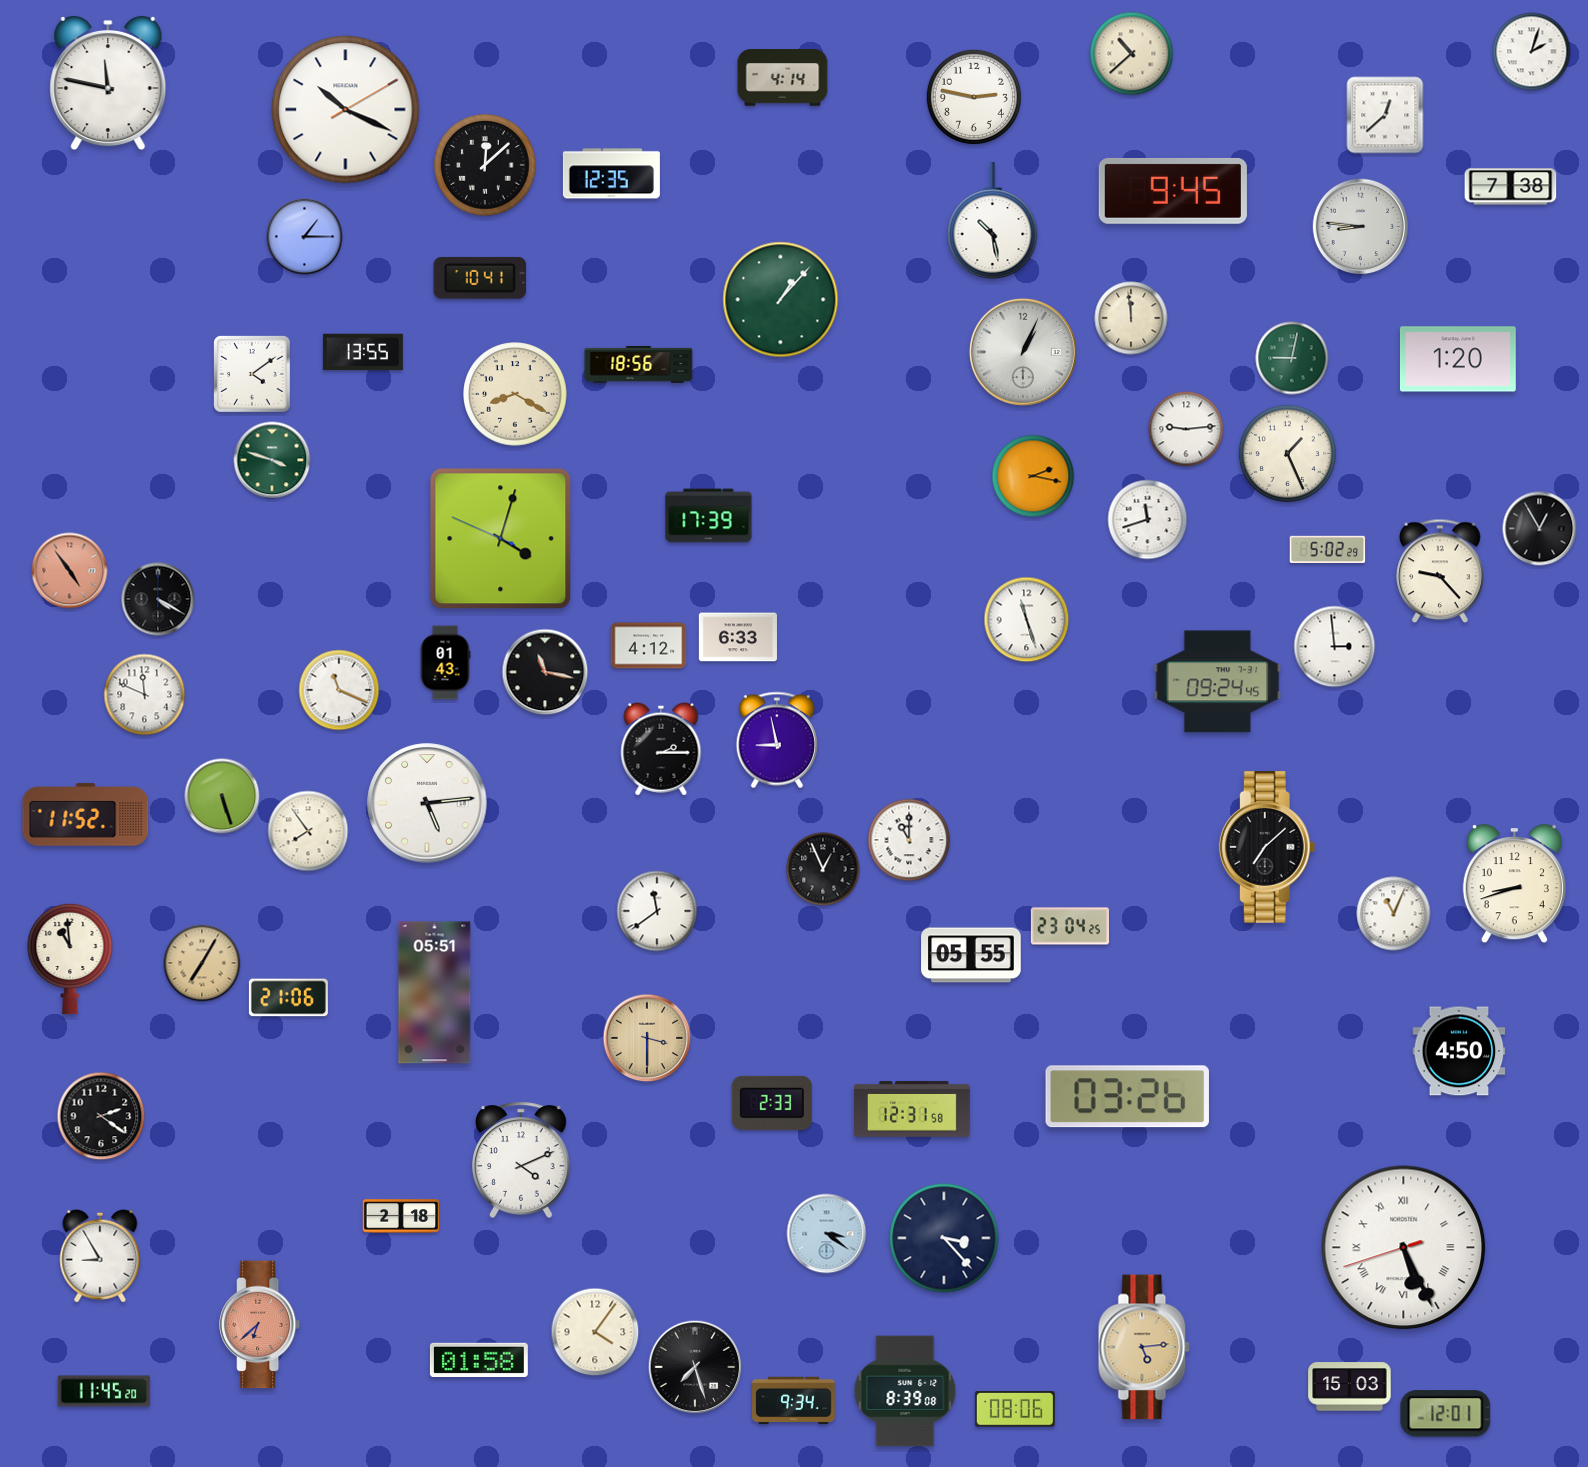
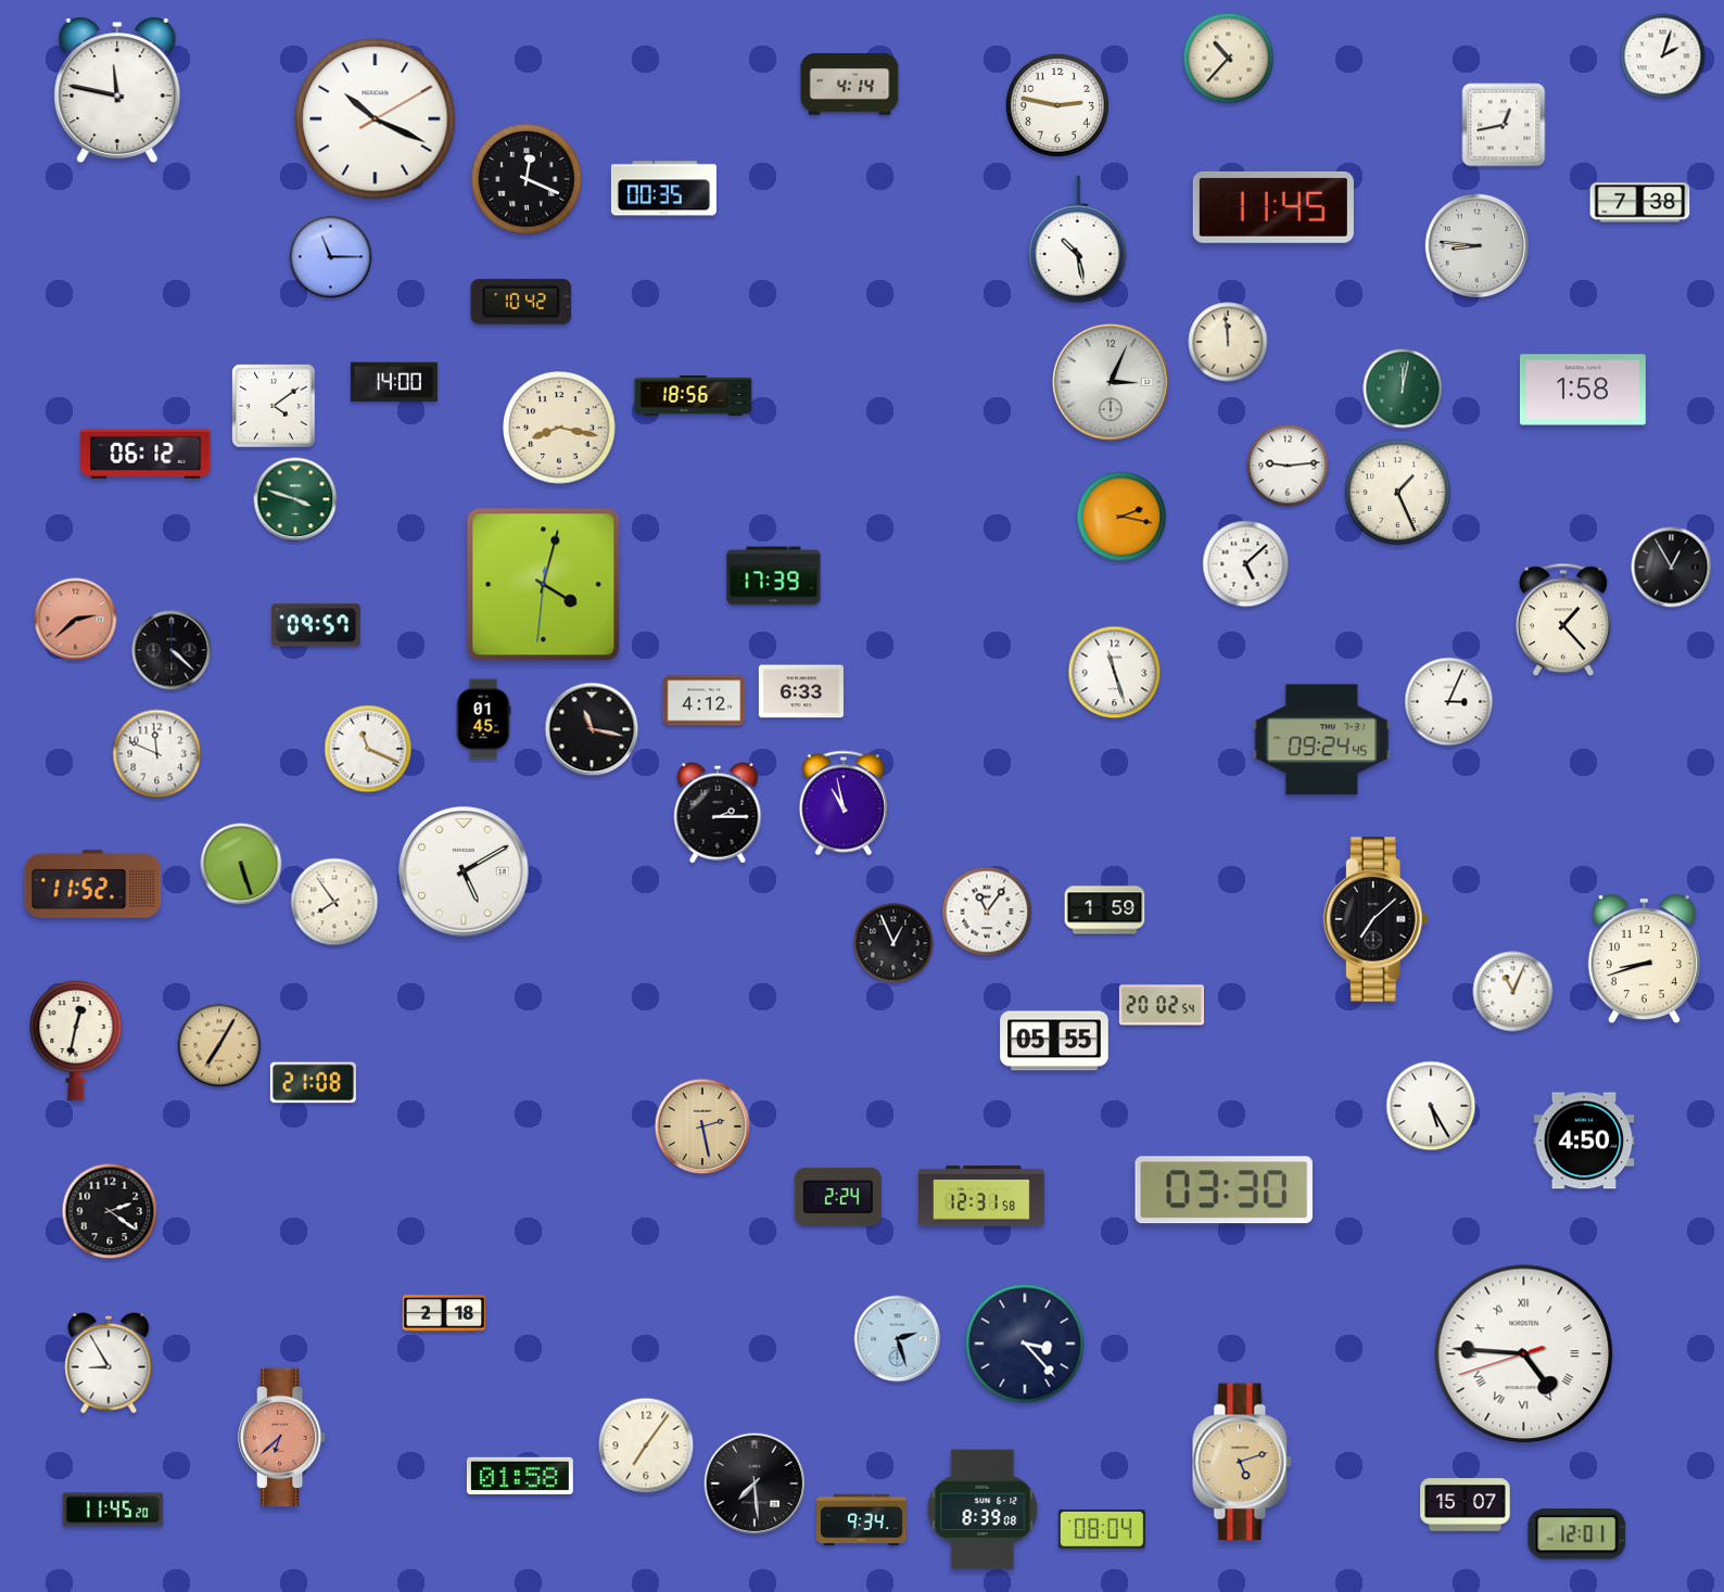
clock at (1132, 54): 10:38 -> 10:37
clock at (1385, 115): 12:38 -> 12:43
clock at (486, 166): 12:08 -> 12:19
clock at (611, 174): 12:35 -> 00:35
clock at (1173, 191): 9:45 -> 11:45
clock at (305, 237): 1:15 -> 11:15
clock at (480, 278): 10:41 -> 10:42
clock at (781, 300): 1:07 -> none
clock at (1131, 318) position: (1131, 318) -> (1228, 342)
clock at (363, 352): 13:55 -> 14:00
clock at (1023, 352): 1:04 -> 3:04
clock at (1292, 358): 9:02 -> 12:02
clock at (1458, 359): 1:20 -> 1:58
clock at (515, 394): 8:20 -> 8:17
clock at (145, 454): none -> 06:12
clock at (709, 516) position: (709, 516) -> (774, 576)
clock at (1148, 520): 11:42 -> 5:08
clock at (1540, 529) position: (1540, 529) -> (1672, 568)
clock at (501, 539): 4:02:49 -> 4:02:31
clock at (1328, 550): 5:02 -> none
clock at (70, 571): 4:54 -> 2:38
clock at (1440, 571): 9:23 -> 1:23
clock at (317, 625): none -> 09:57
clock at (158, 599): 4:20 -> 4:22
clock at (1335, 647): 2:59 -> 3:04
clock at (445, 663): 01:43 -> 01:45
clock at (776, 740): 8:58 -> 10:58
clock at (427, 803): 5:14 -> 5:10
clock at (1105, 910): none -> 1:59
clock at (909, 840): 11:00 -> 11:06
clock at (657, 911): 11:39 -> none
clock at (1070, 926): 23:04 -> 20:02
clock at (971, 955) position: (971, 955) -> (1054, 1041)
clock at (70, 959): 10:59 -> 12:32
clock at (435, 993): 05:51 -> none
clock at (288, 998): 21:06 -> 21:08
clock at (1431, 1106): none -> 5:25
clock at (647, 1038): 3:30 -> 2:28
clock at (1127, 1097): 03:26 -> 03:30
clock at (772, 1103): 2:33 -> 2:24
clock at (913, 1109) position: (913, 1109) -> (983, 1196)
clock at (521, 1160): 4:11 -> none
clock at (401, 1216) position: (401, 1216) -> (444, 1313)
clock at (827, 1234): 3:21 -> 2:27
clock at (1404, 1248): 5:25 -> 4:45
clock at (595, 1332): 4:06 -> 7:06
clock at (1144, 1347): 5:14 -> 5:12
clock at (695, 1367): 7:27 -> 7:29
clock at (1350, 1387): 15:03 -> 15:07
clock at (1015, 1410): 08:06 -> 08:04
clock at (1446, 1414) position: (1446, 1414) -> (1577, 1534)
